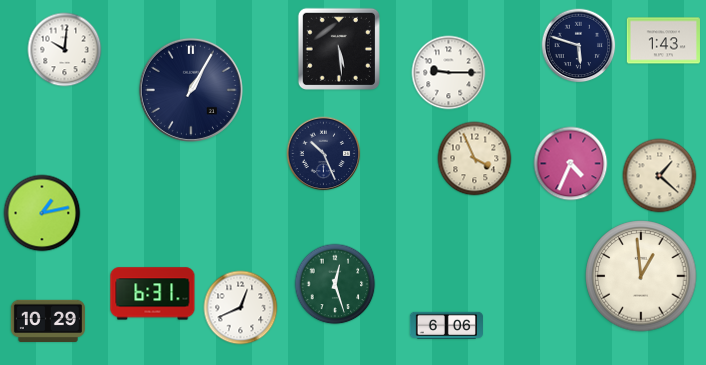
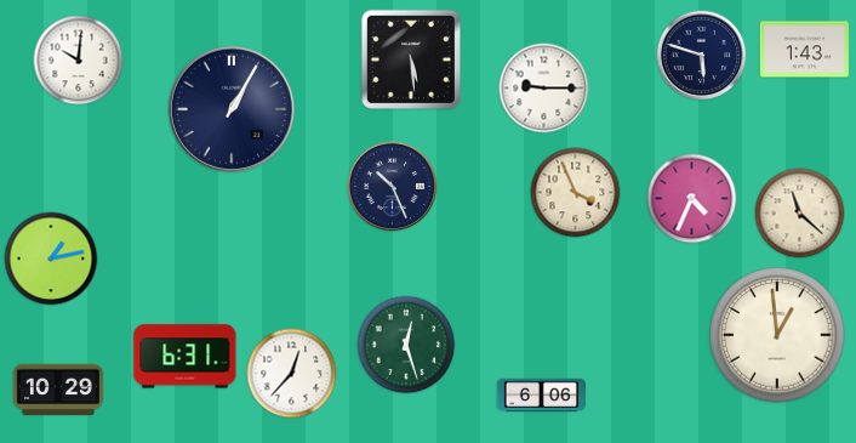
clock at (660, 176): 1:22 -> 11:22
clock at (241, 308): 12:41 -> 12:37
